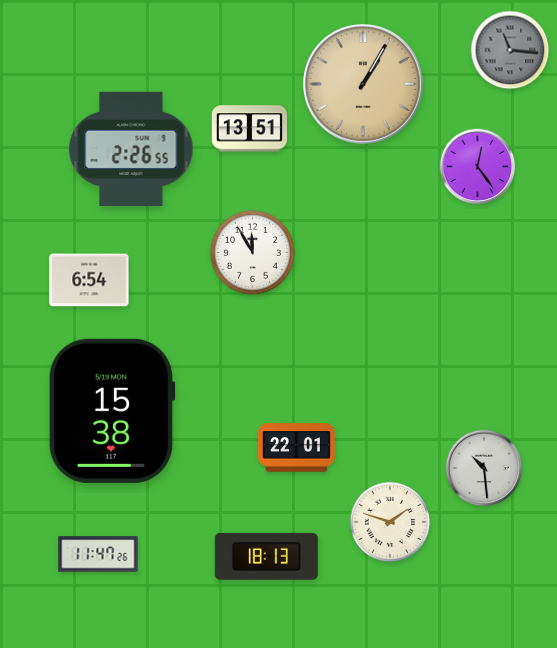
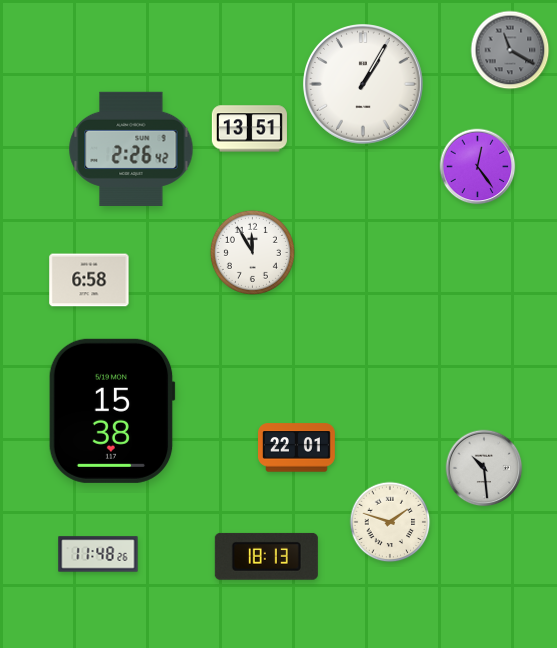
clock at (510, 50): 11:16 -> 11:20
clock at (364, 85) dial: champagne -> white
clock at (131, 149): 2:26:55 -> 2:26:42
clock at (89, 280): 6:54 -> 6:58
clock at (98, 554): 11:47 -> 11:48
